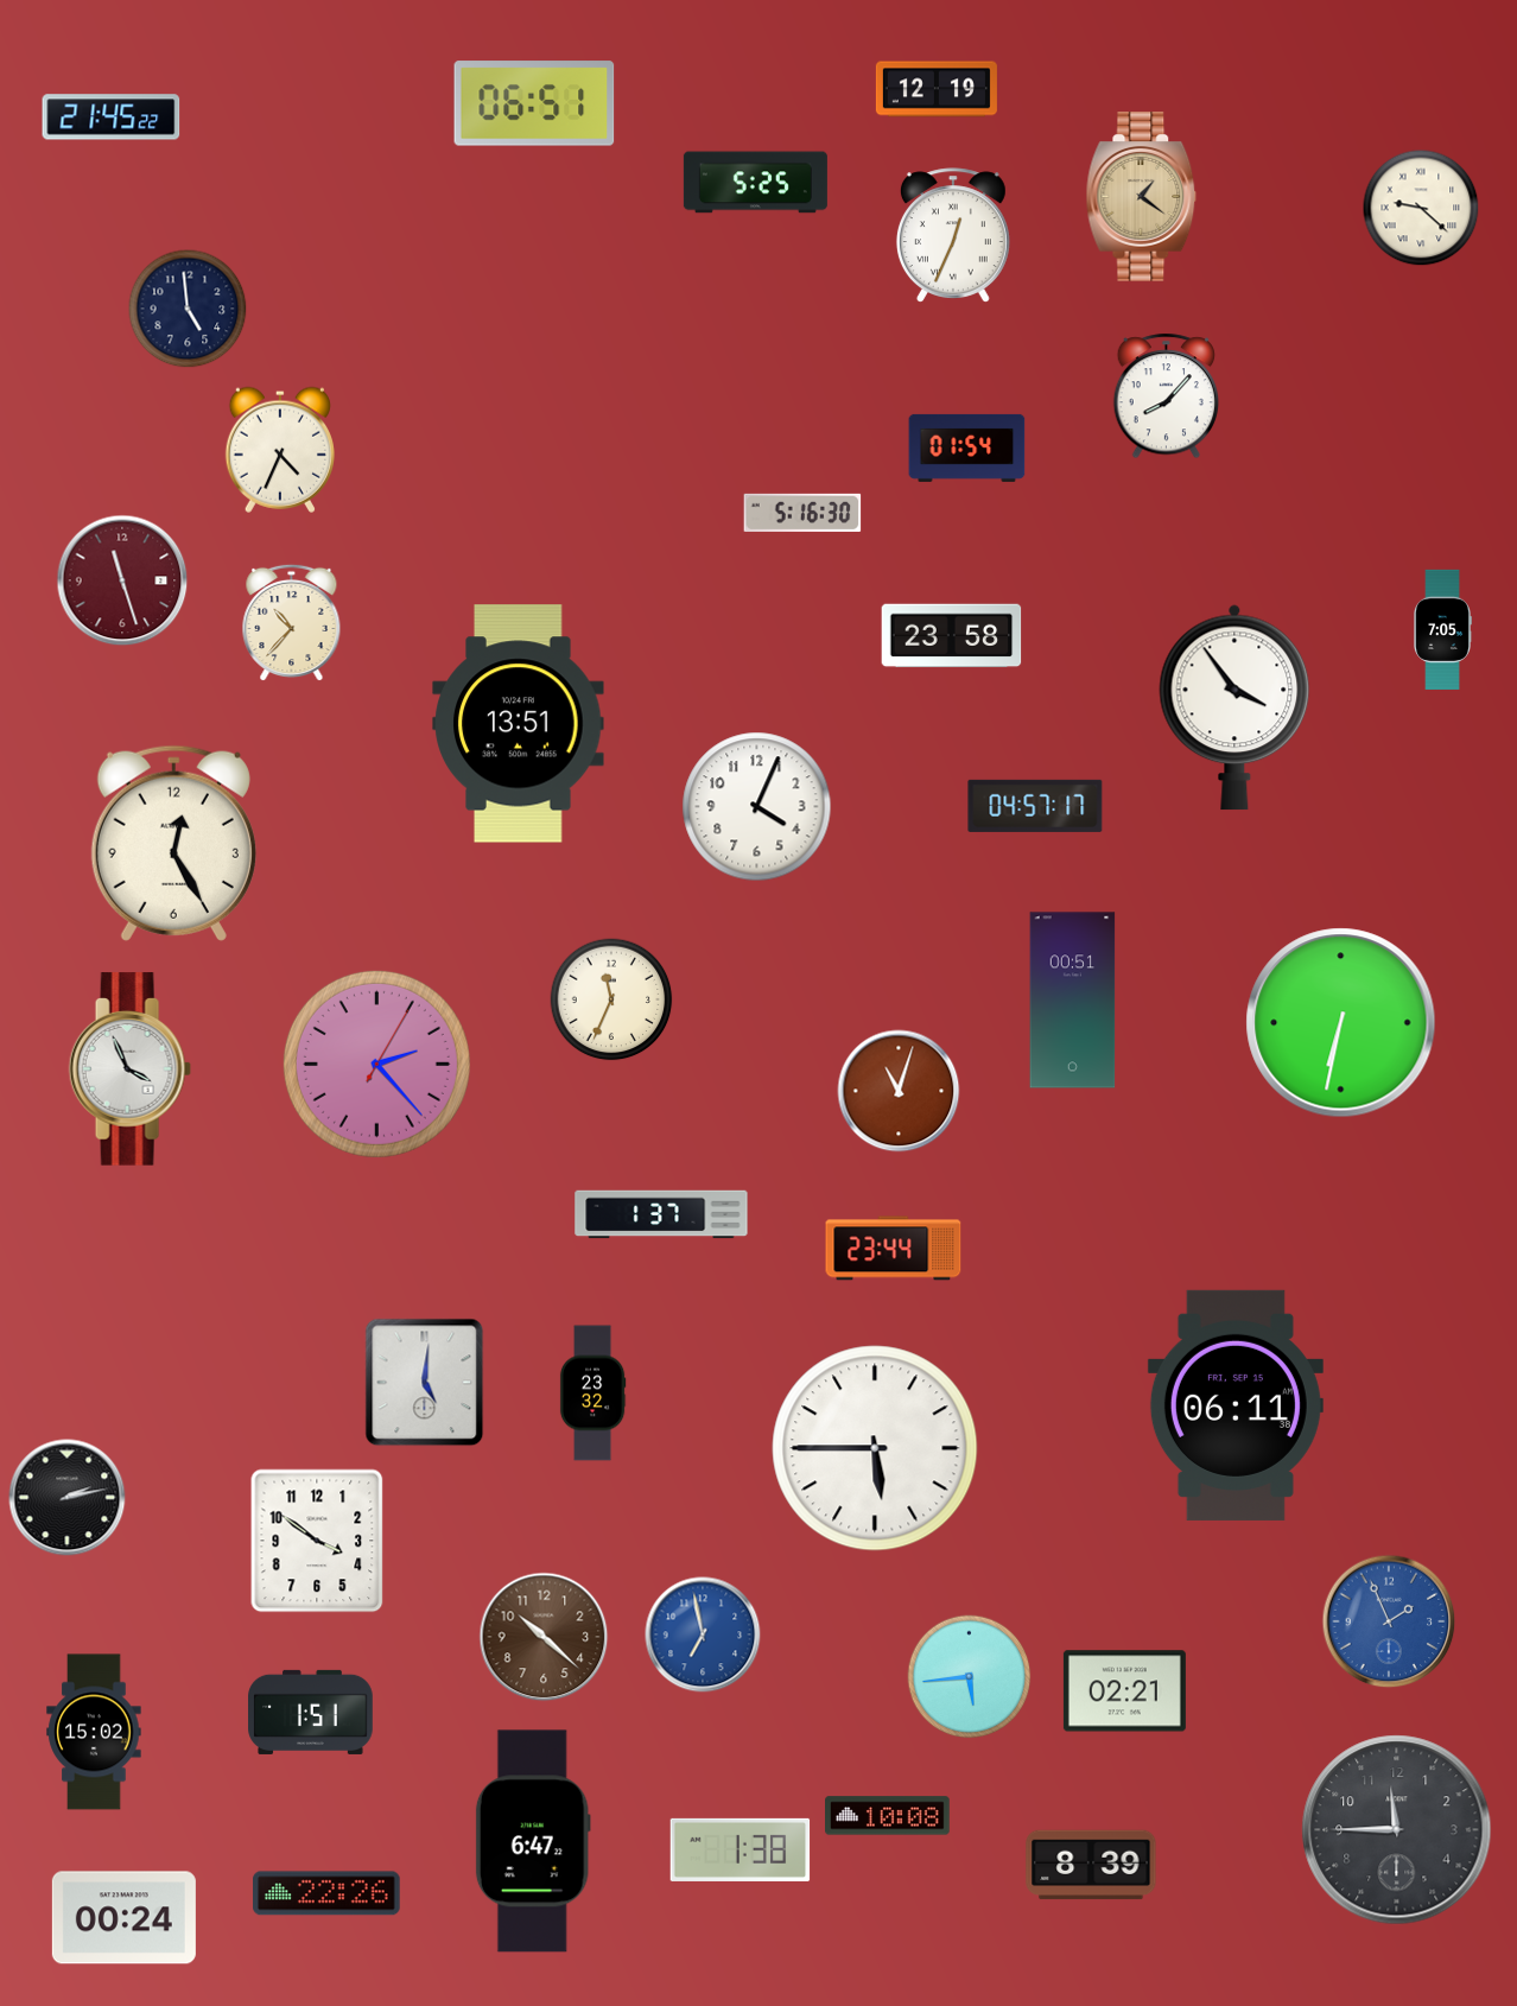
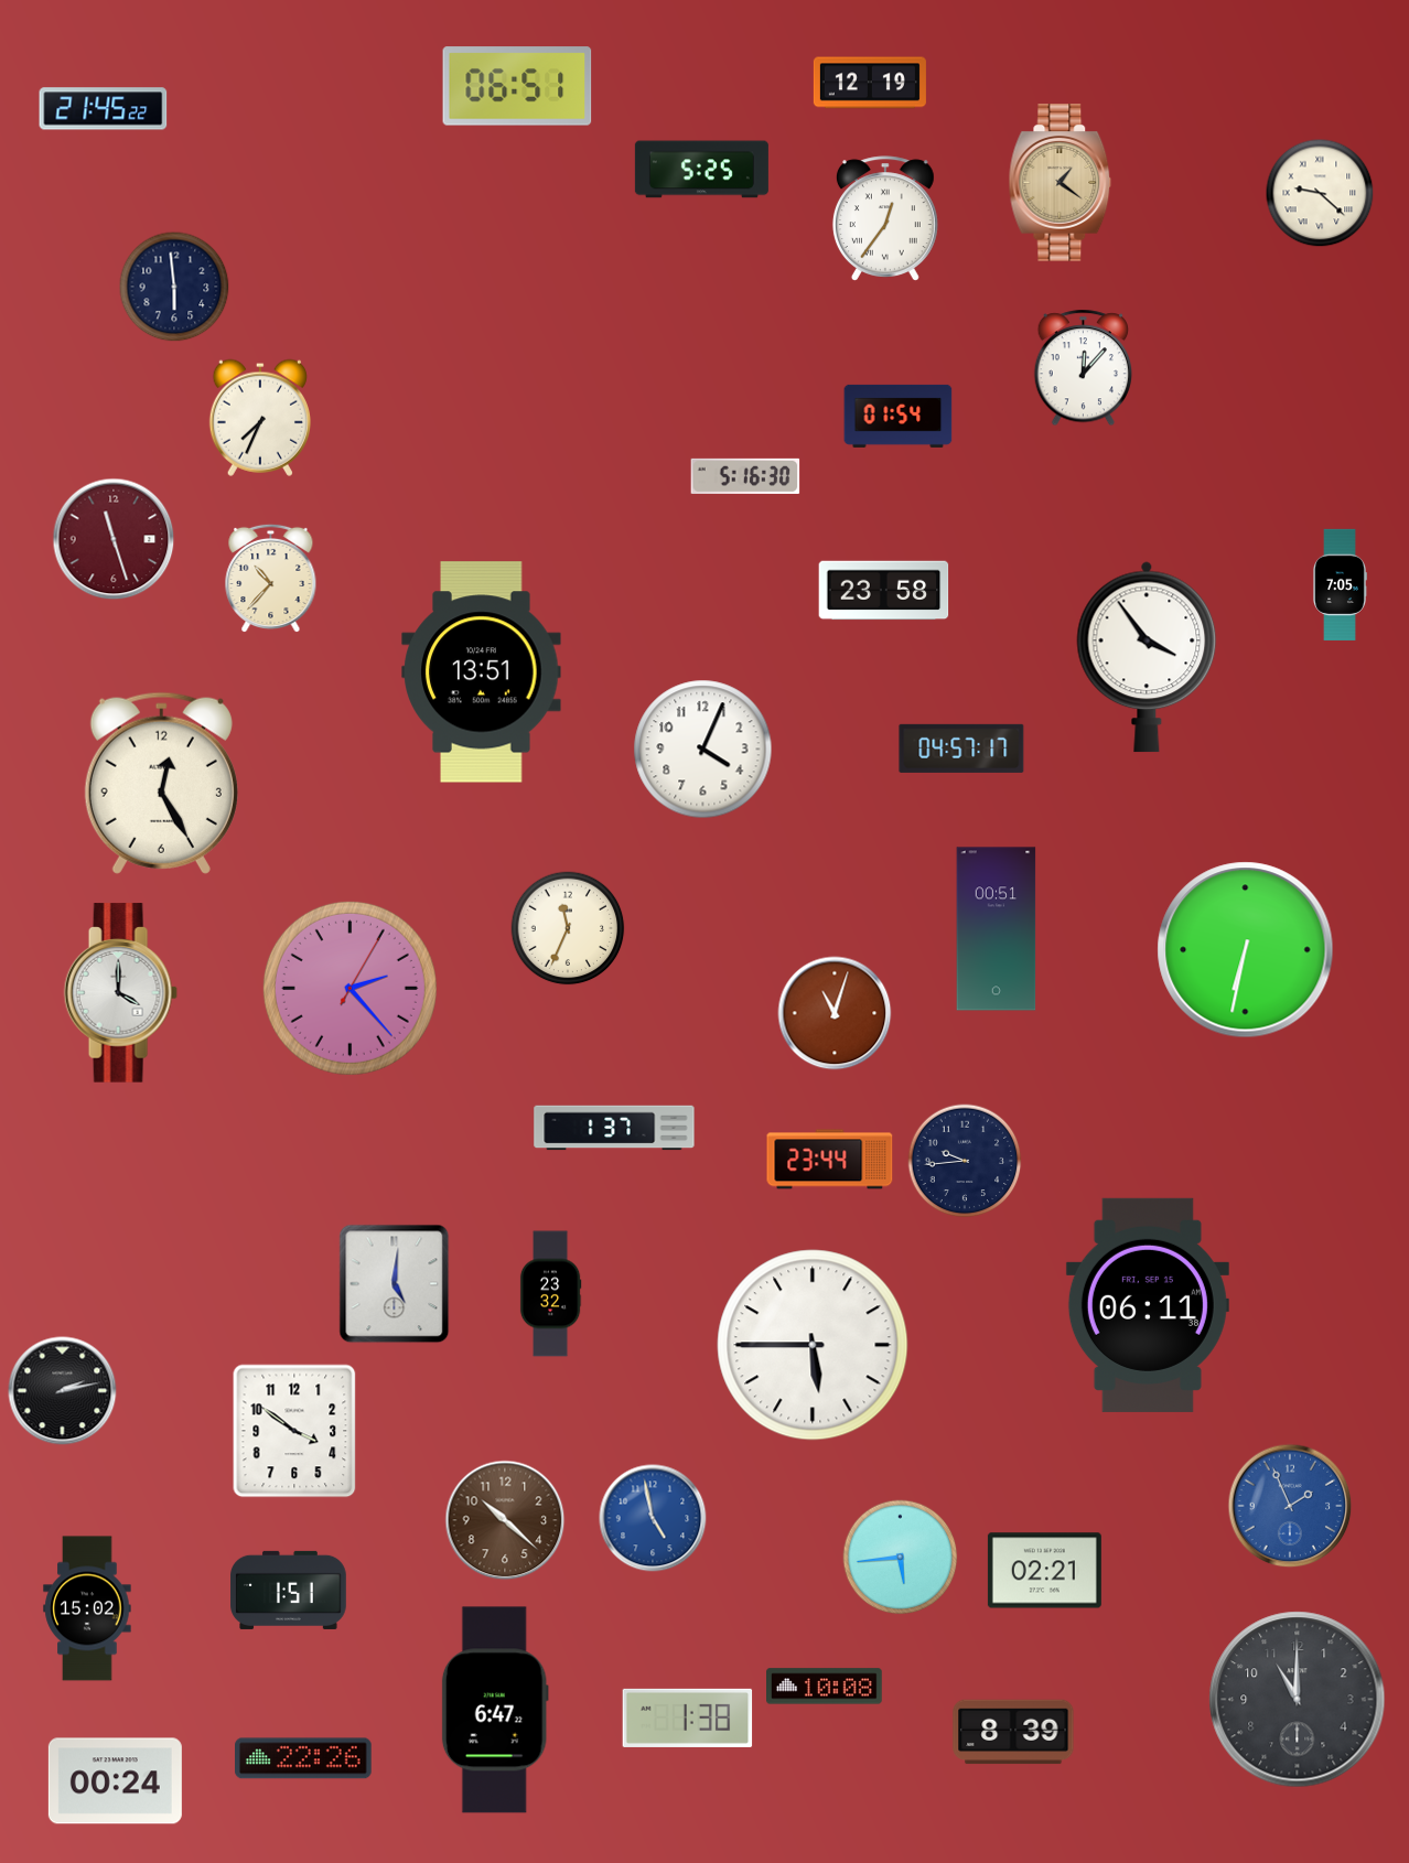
clock at (534, 103) position: (534, 103) -> (517, 86)
clock at (953, 235): 12:34 -> 12:36
clock at (188, 309): 4:59 -> 5:59
clock at (1166, 396): 8:07 -> 12:07
clock at (280, 450): 4:34 -> 7:34
clock at (129, 1069): 3:56 -> 4:00
clock at (965, 1161): none -> 9:44
clock at (703, 1634): 6:58 -> 4:58
clock at (1397, 1830): 11:45 -> 11:00
